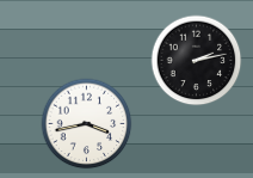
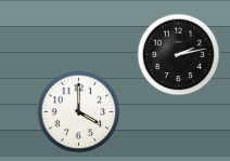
clock at (87, 124): 3:43 -> 4:00
